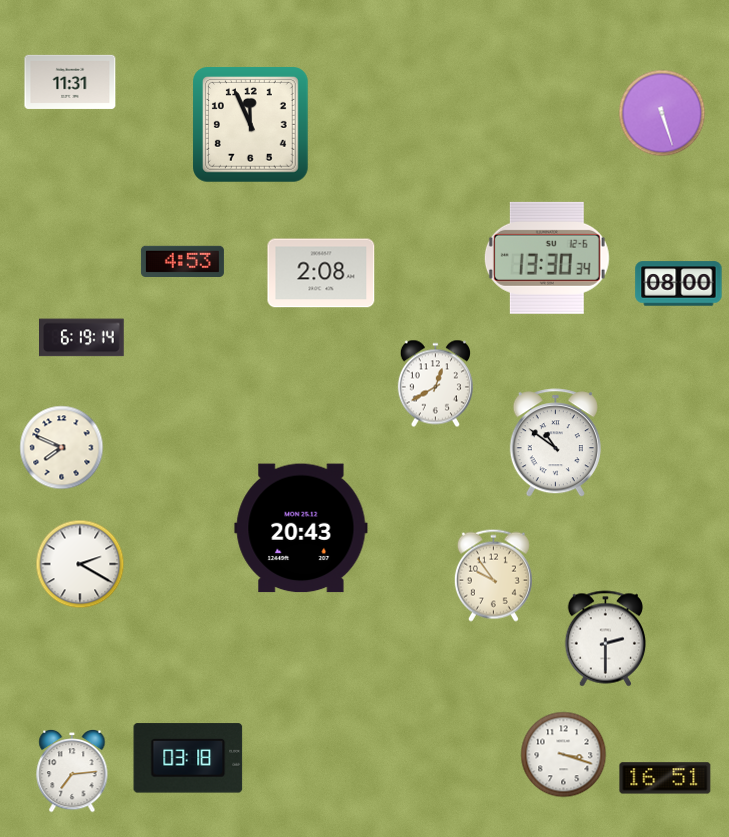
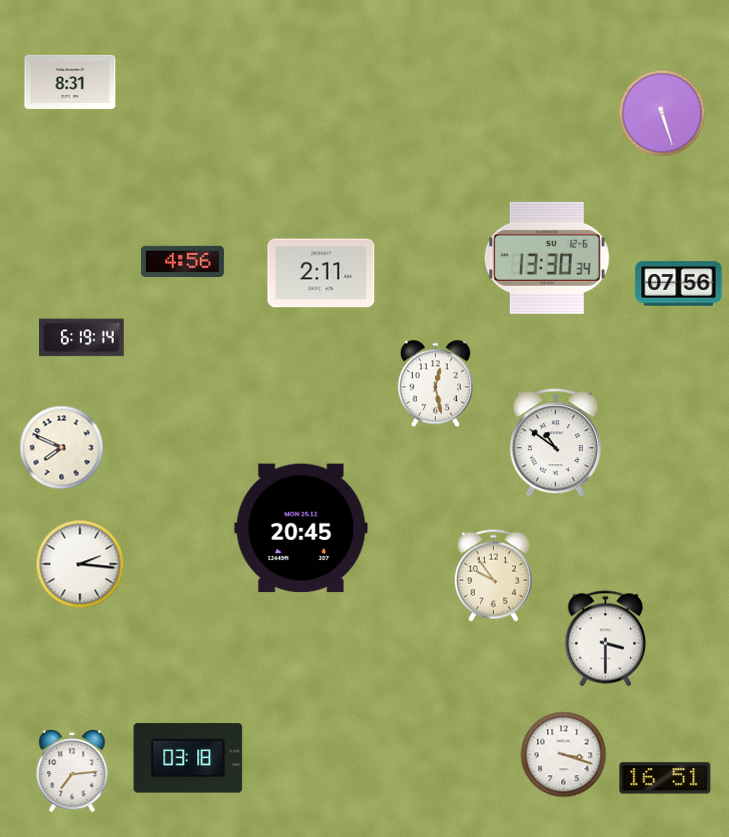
clock at (70, 82): 11:31 -> 8:31
clock at (251, 125): 11:56 -> none
clock at (182, 262): 4:53 -> 4:56
clock at (321, 273): 2:08 -> 2:11
clock at (679, 284): 08:00 -> 07:56
clock at (435, 384): 12:40 -> 12:28
clock at (301, 528): 20:43 -> 20:45
clock at (80, 564): 2:20 -> 2:16
clock at (606, 639): 2:30 -> 3:30
